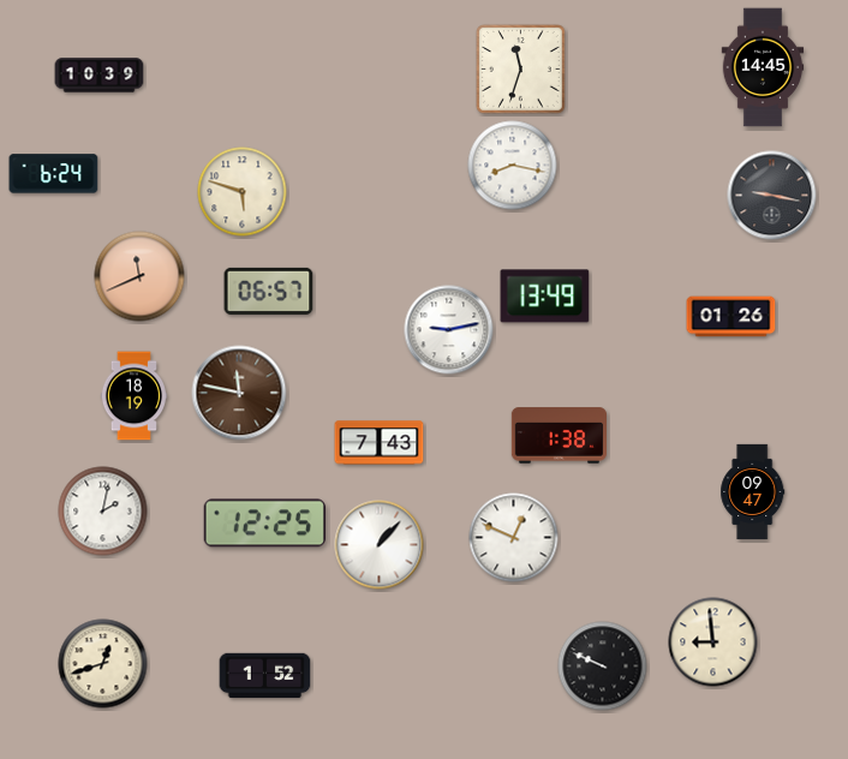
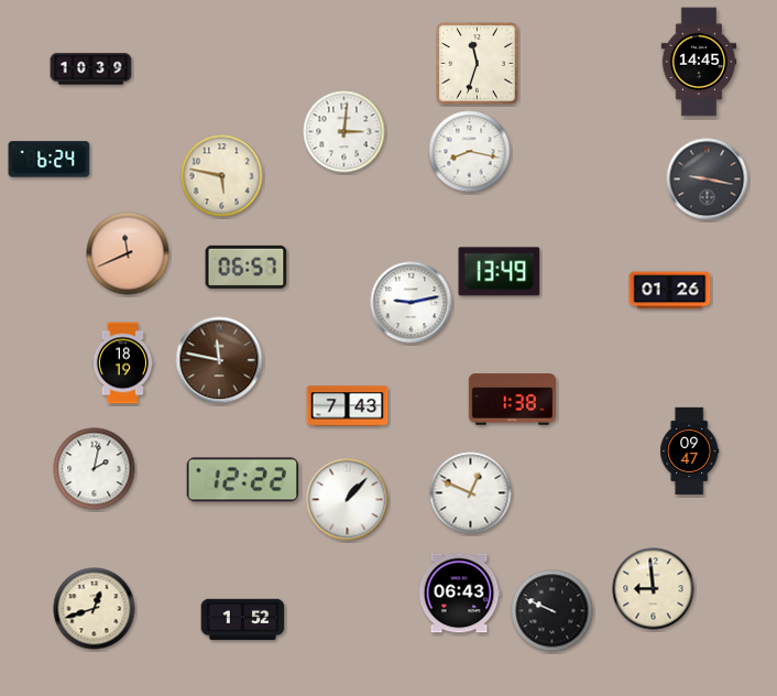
clock at (344, 132): none -> 3:01
clock at (243, 192): 5:48 -> 5:47
clock at (264, 524): 12:25 -> 12:22
clock at (459, 594): none -> 06:43
